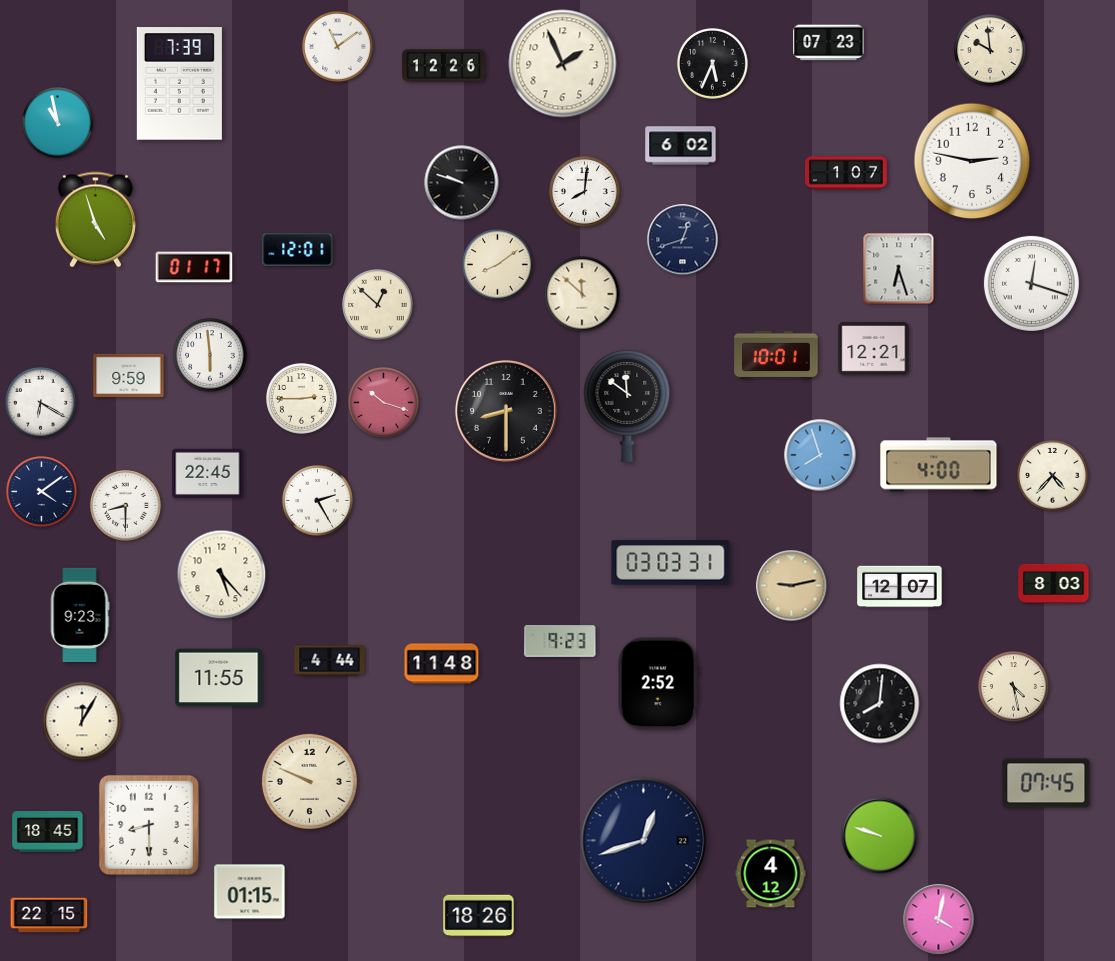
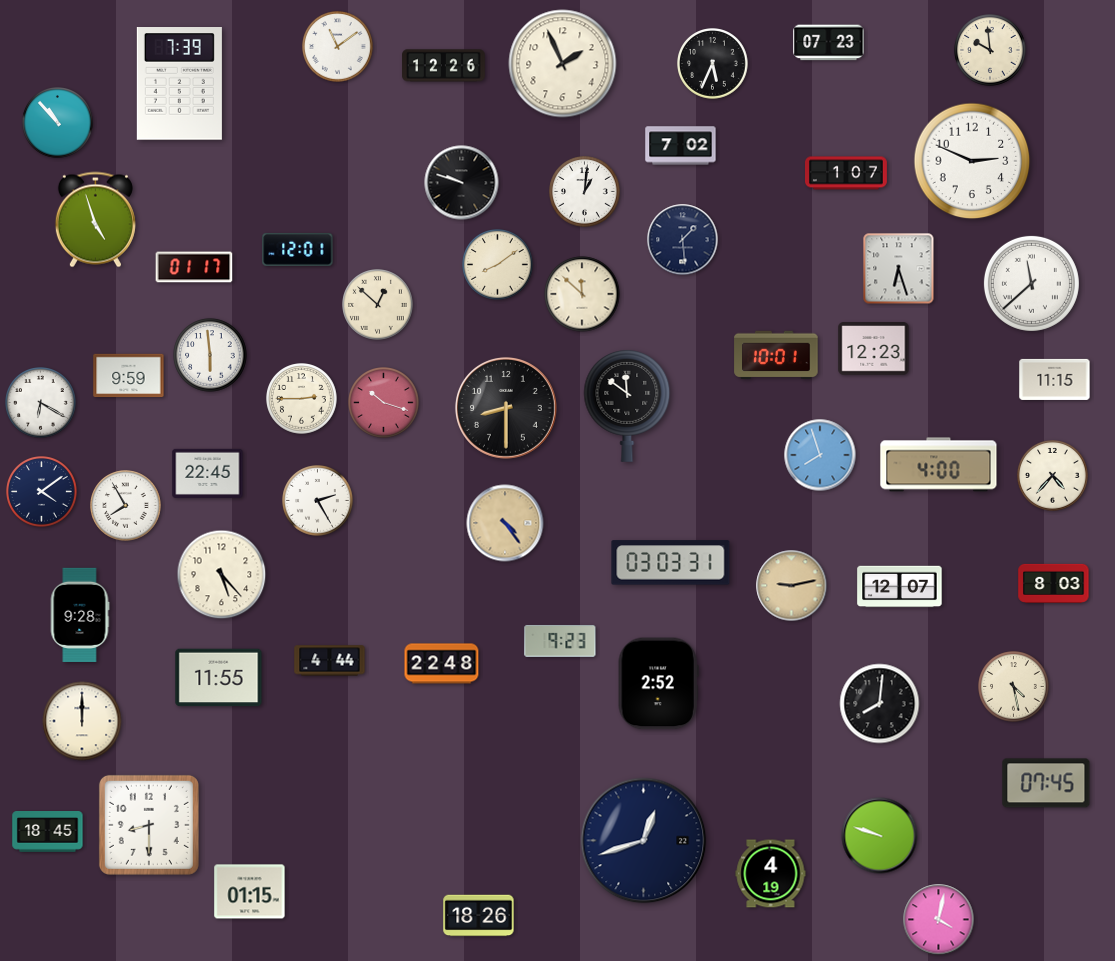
clock at (58, 123): 10:58 -> 10:53
clock at (681, 146): 6:02 -> 7:02
clock at (972, 161): 2:47 -> 2:49
clock at (585, 192): 8:01 -> 1:01
clock at (683, 240): 12:42 -> 1:29
clock at (1031, 283): 12:18 -> 11:38
clock at (874, 349): 12:21 -> 12:23
clock at (1055, 379): none -> 11:15
clock at (506, 411) position: (506, 411) -> (506, 408)
clock at (126, 506): 8:30 -> 7:55
clock at (505, 523): none -> 4:24
clock at (80, 614): 9:23 -> 9:28
clock at (442, 664): 11:48 -> 22:48
clock at (82, 721): 12:05 -> 12:00
clock at (309, 781): 9:49 -> none
clock at (771, 874): 4:12 -> 4:19
clock at (49, 915): 22:15 -> none
